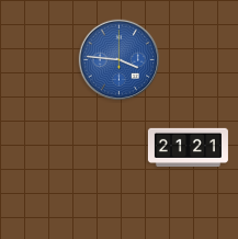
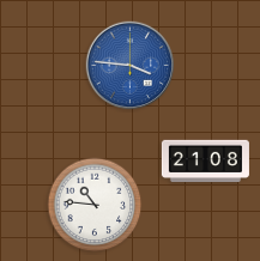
clock at (188, 147): 21:21 -> 21:08
clock at (95, 205): none -> 10:46
